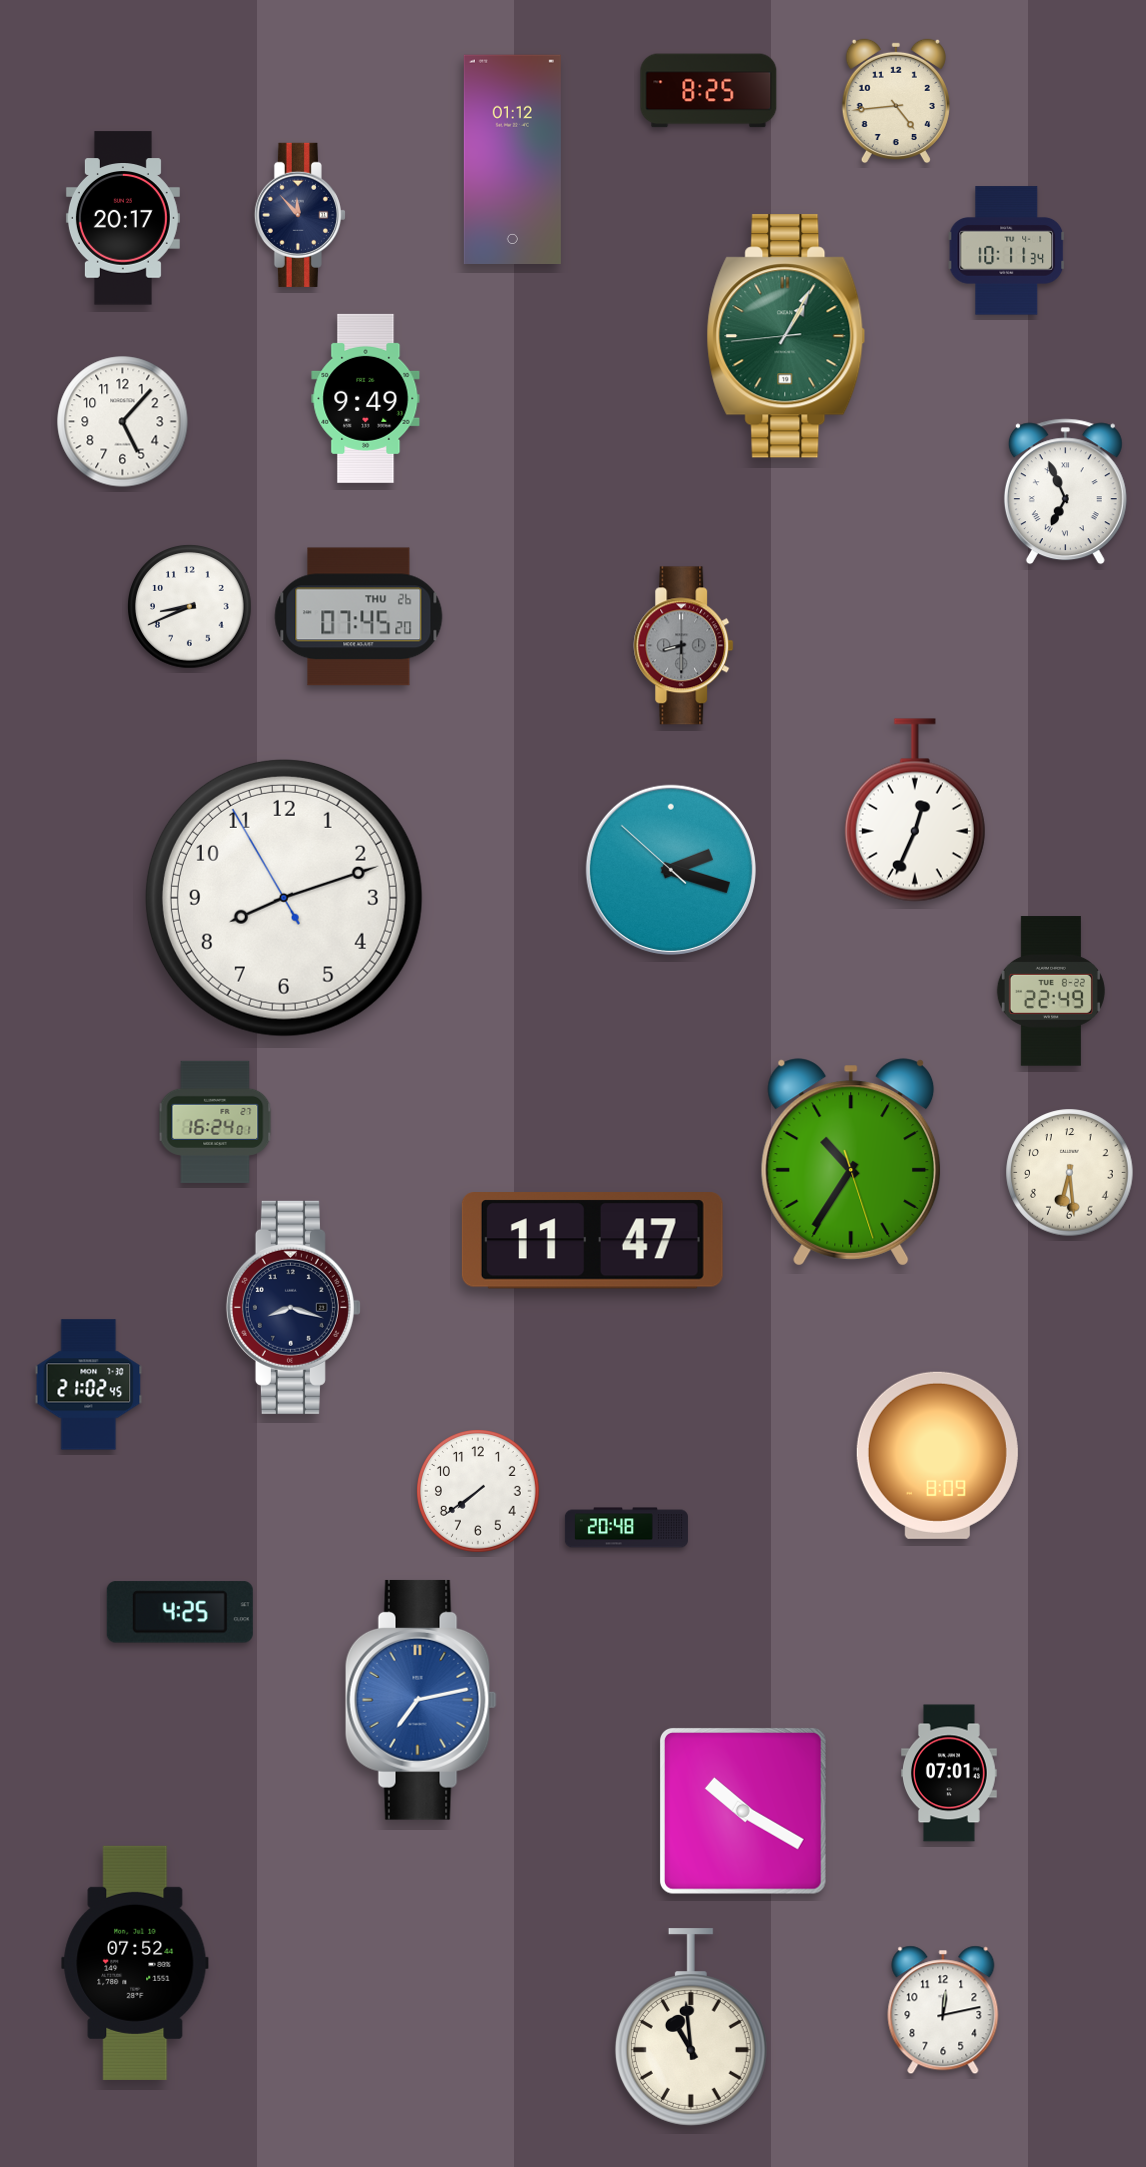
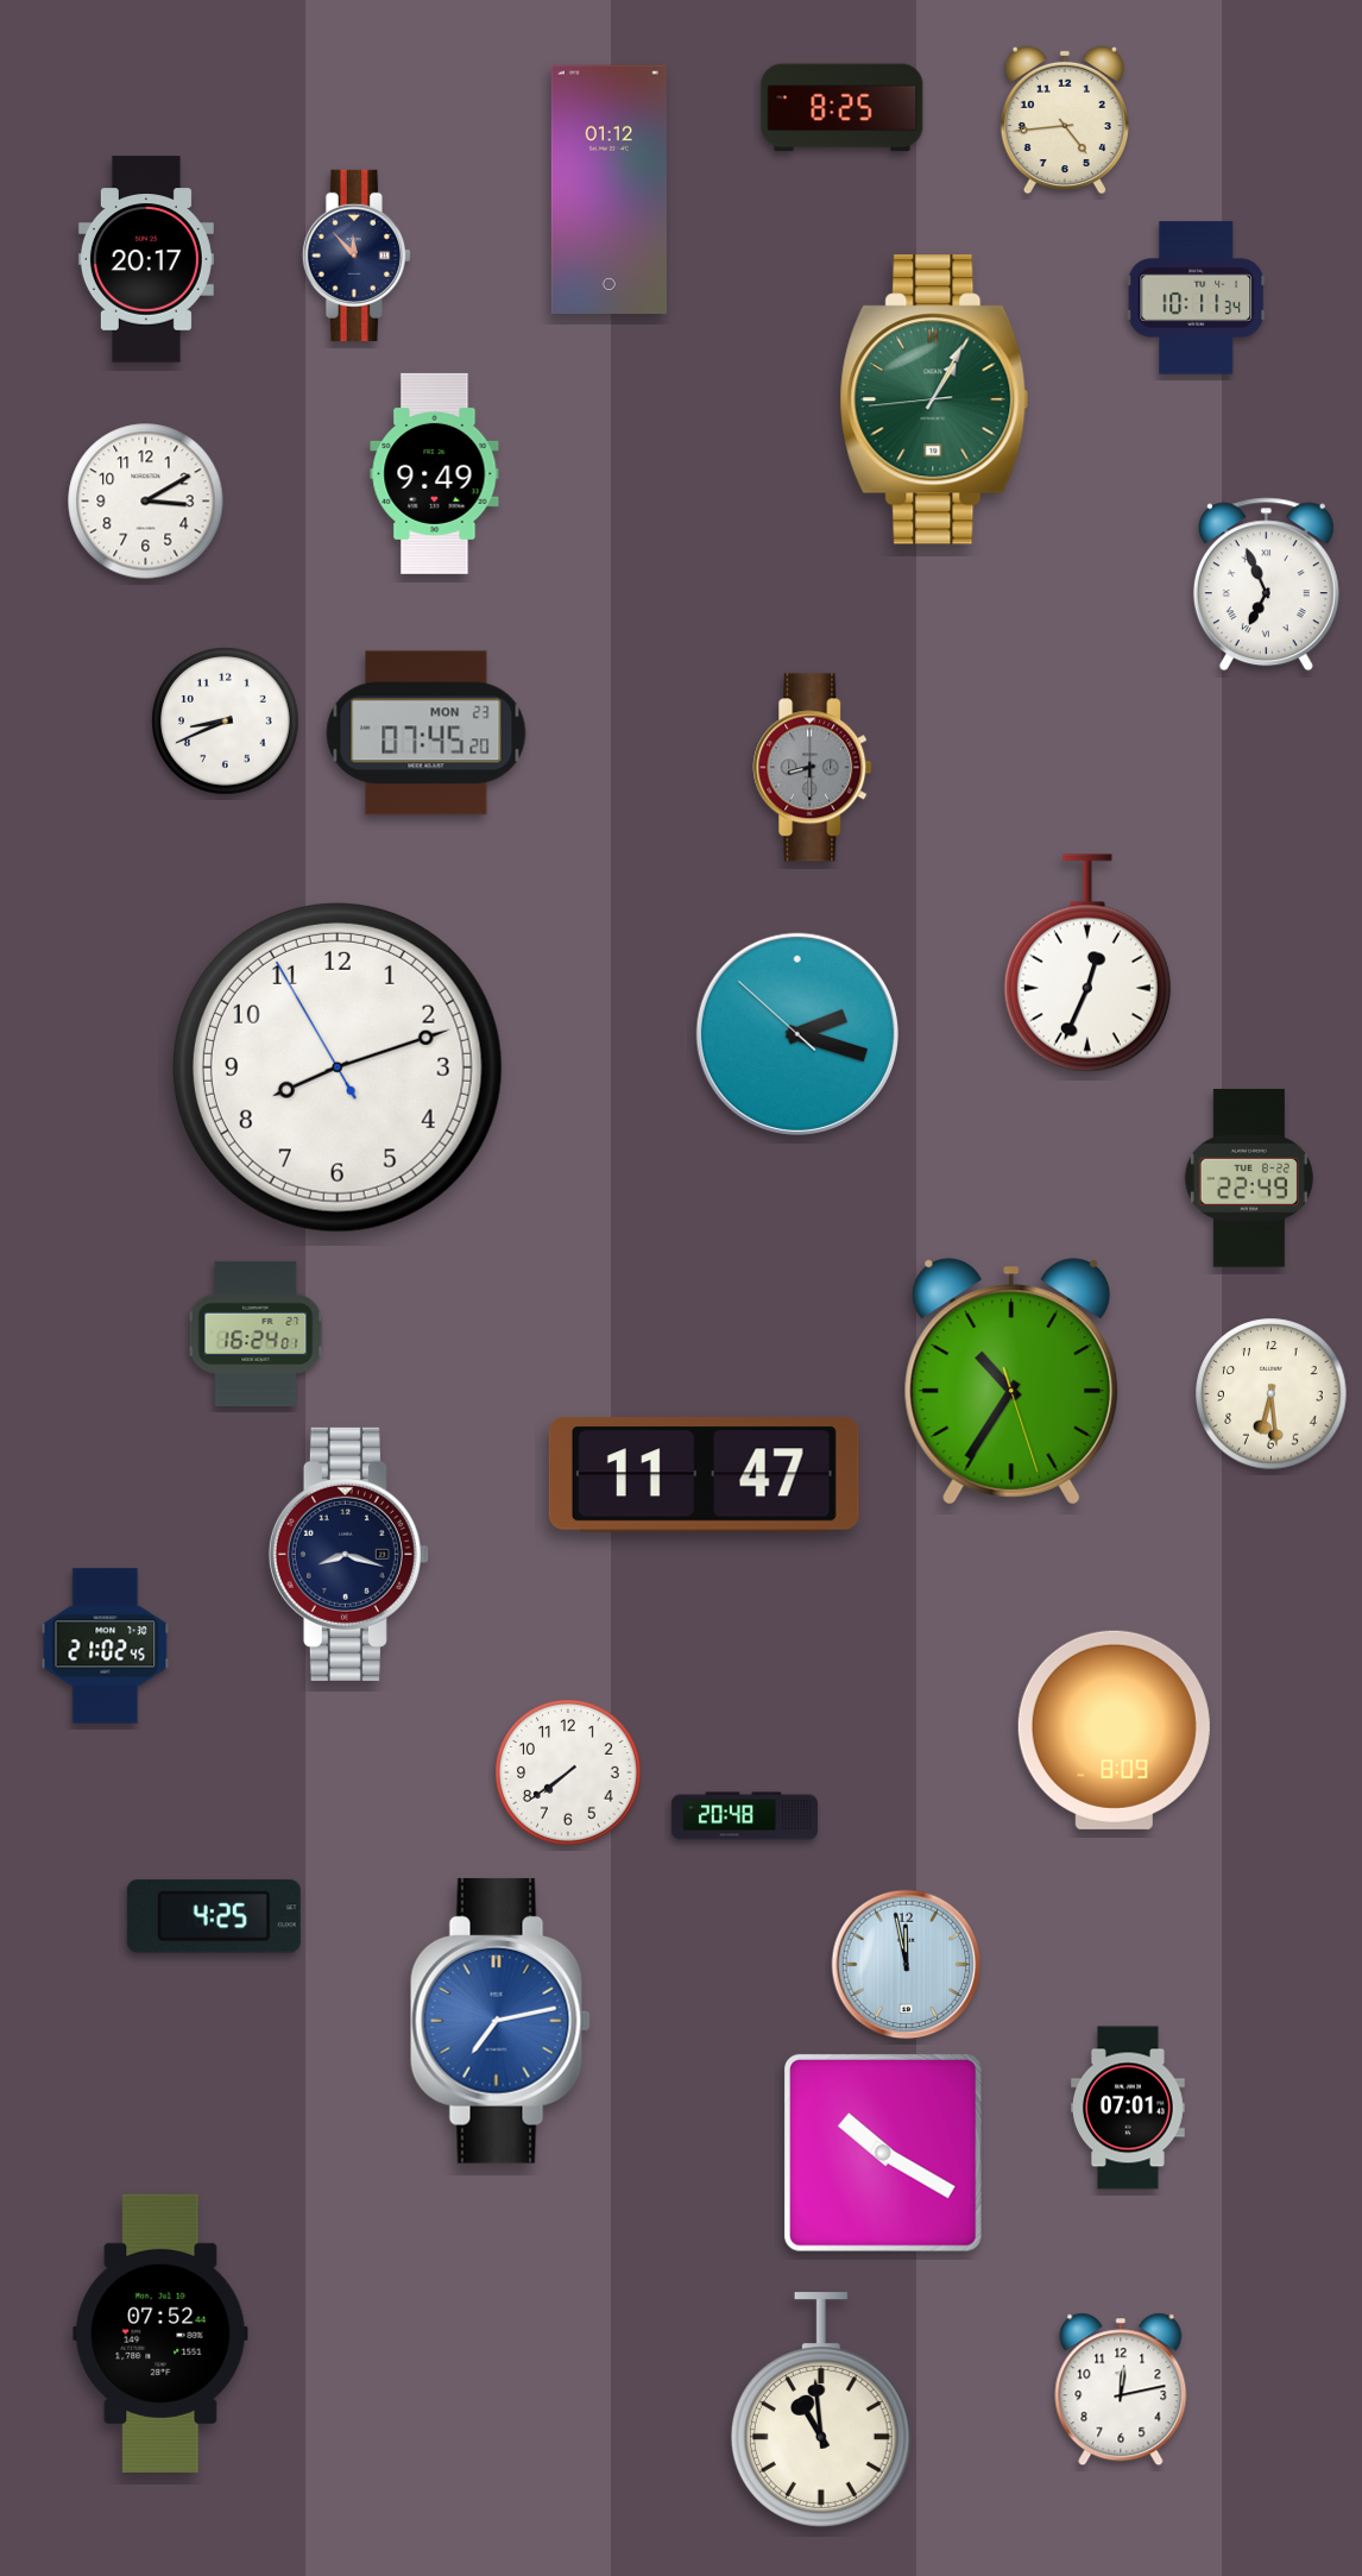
clock at (123, 422): 5:07 -> 3:10
clock at (359, 617) date: THU 26 -> MON 23
clock at (907, 1965): none -> 11:58
